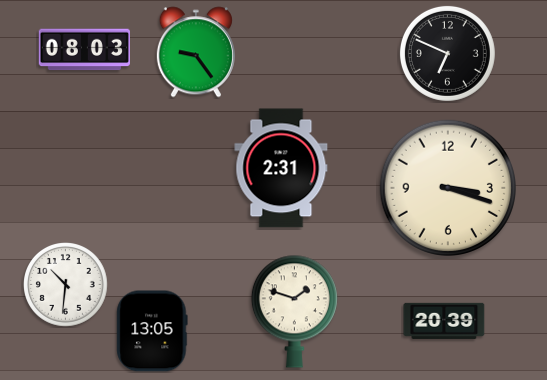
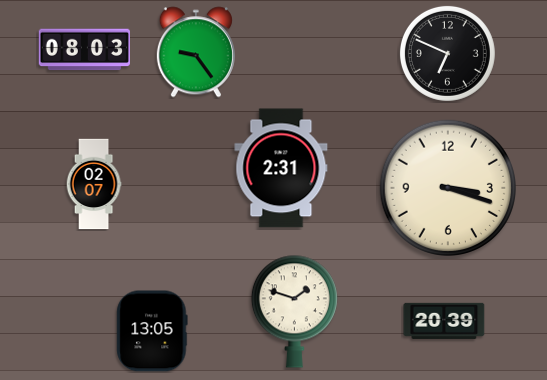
clock at (94, 184): none -> 02:07
clock at (66, 285): 10:31 -> none
